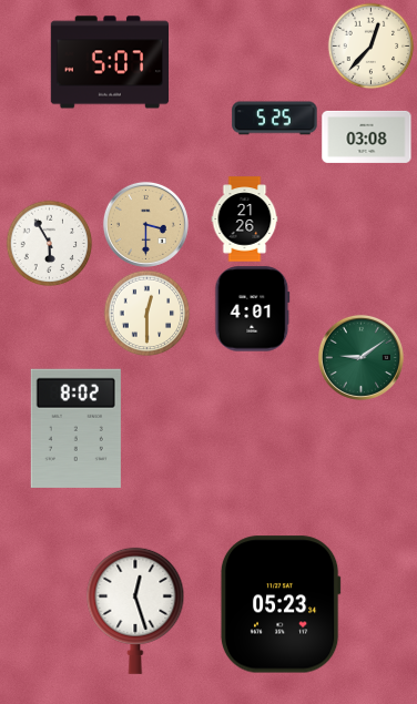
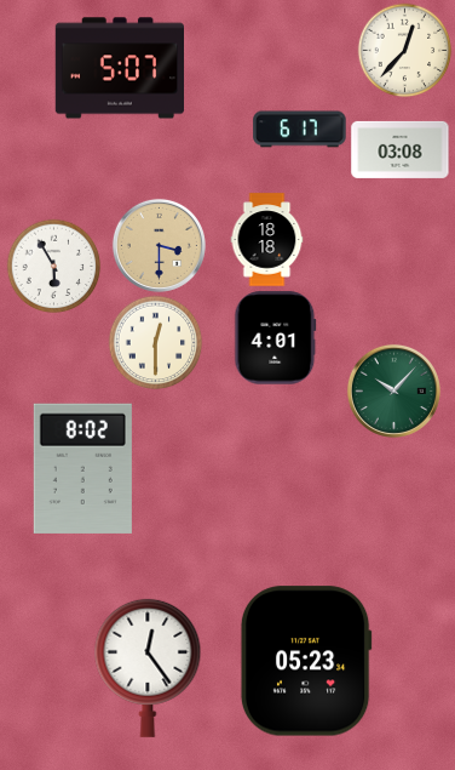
clock at (275, 119): 5:25 -> 6:17
clock at (245, 220): 21:26 -> 18:18
clock at (146, 313) position: (146, 313) -> (155, 342)
clock at (360, 357): 9:09 -> 10:07
clock at (135, 611): 12:27 -> 12:24
